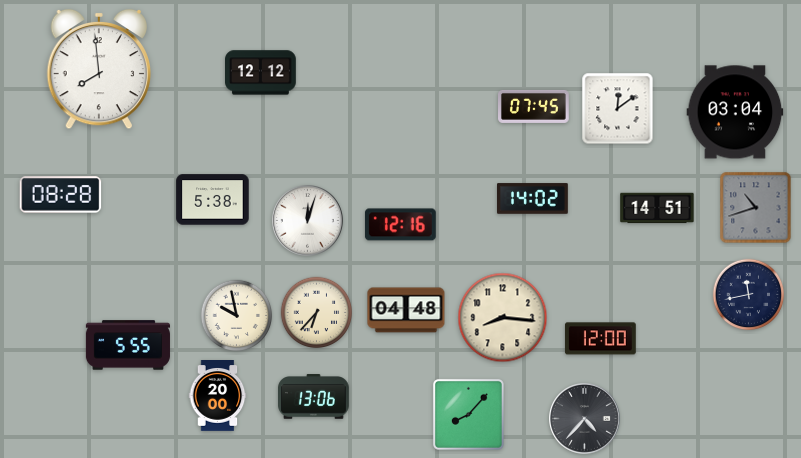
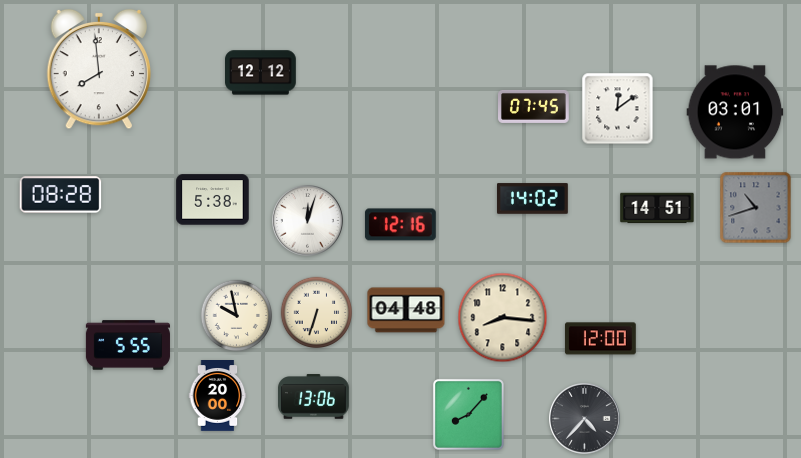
clock at (735, 112): 03:04 -> 03:01
clock at (749, 295): 11:43 -> none
clock at (317, 313): 6:37 -> 6:33
